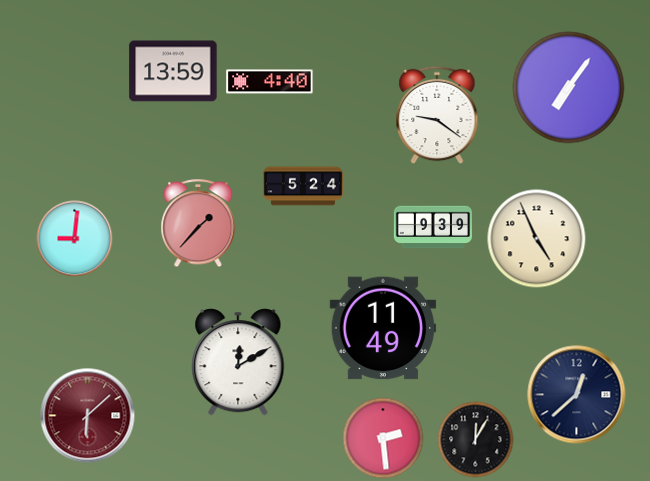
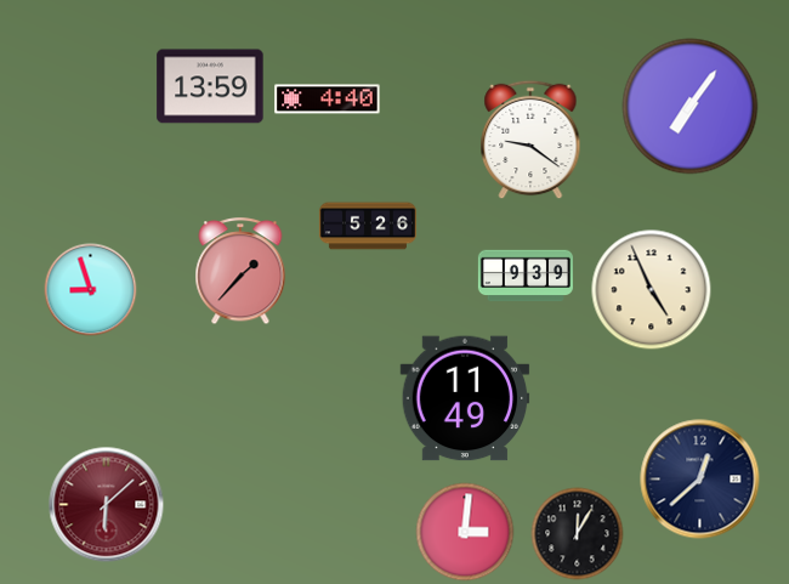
clock at (303, 186): 5:24 -> 5:26
clock at (75, 239): 9:01 -> 8:57
clock at (238, 362): 12:10 -> none
clock at (383, 438): 2:29 -> 3:01
